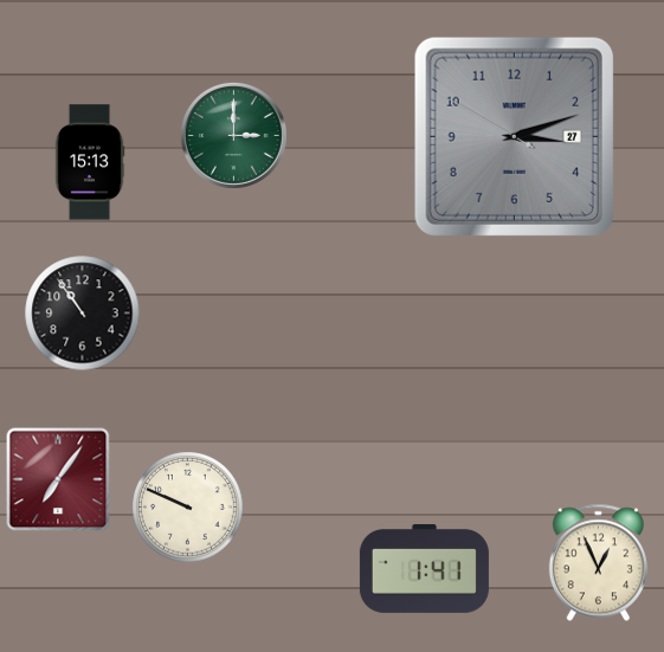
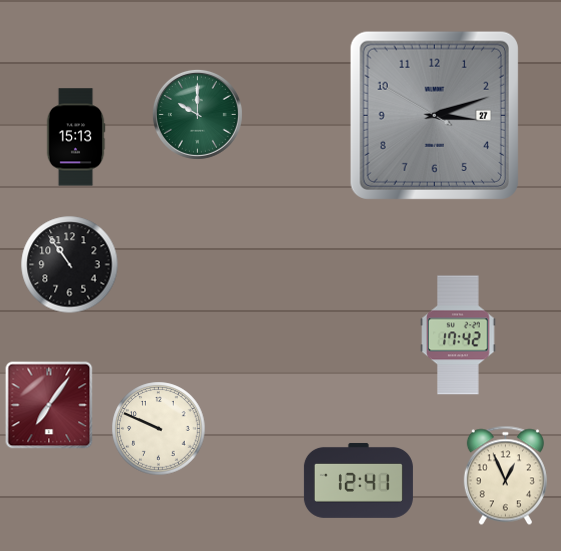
clock at (233, 135): 3:00 -> 10:00
clock at (458, 335): none -> 17:42
clock at (424, 568): 1:41 -> 12:41
